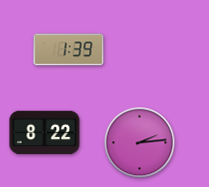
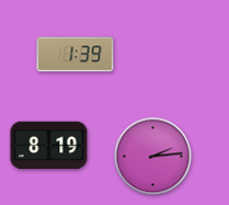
clock at (45, 133): 8:22 -> 8:19
